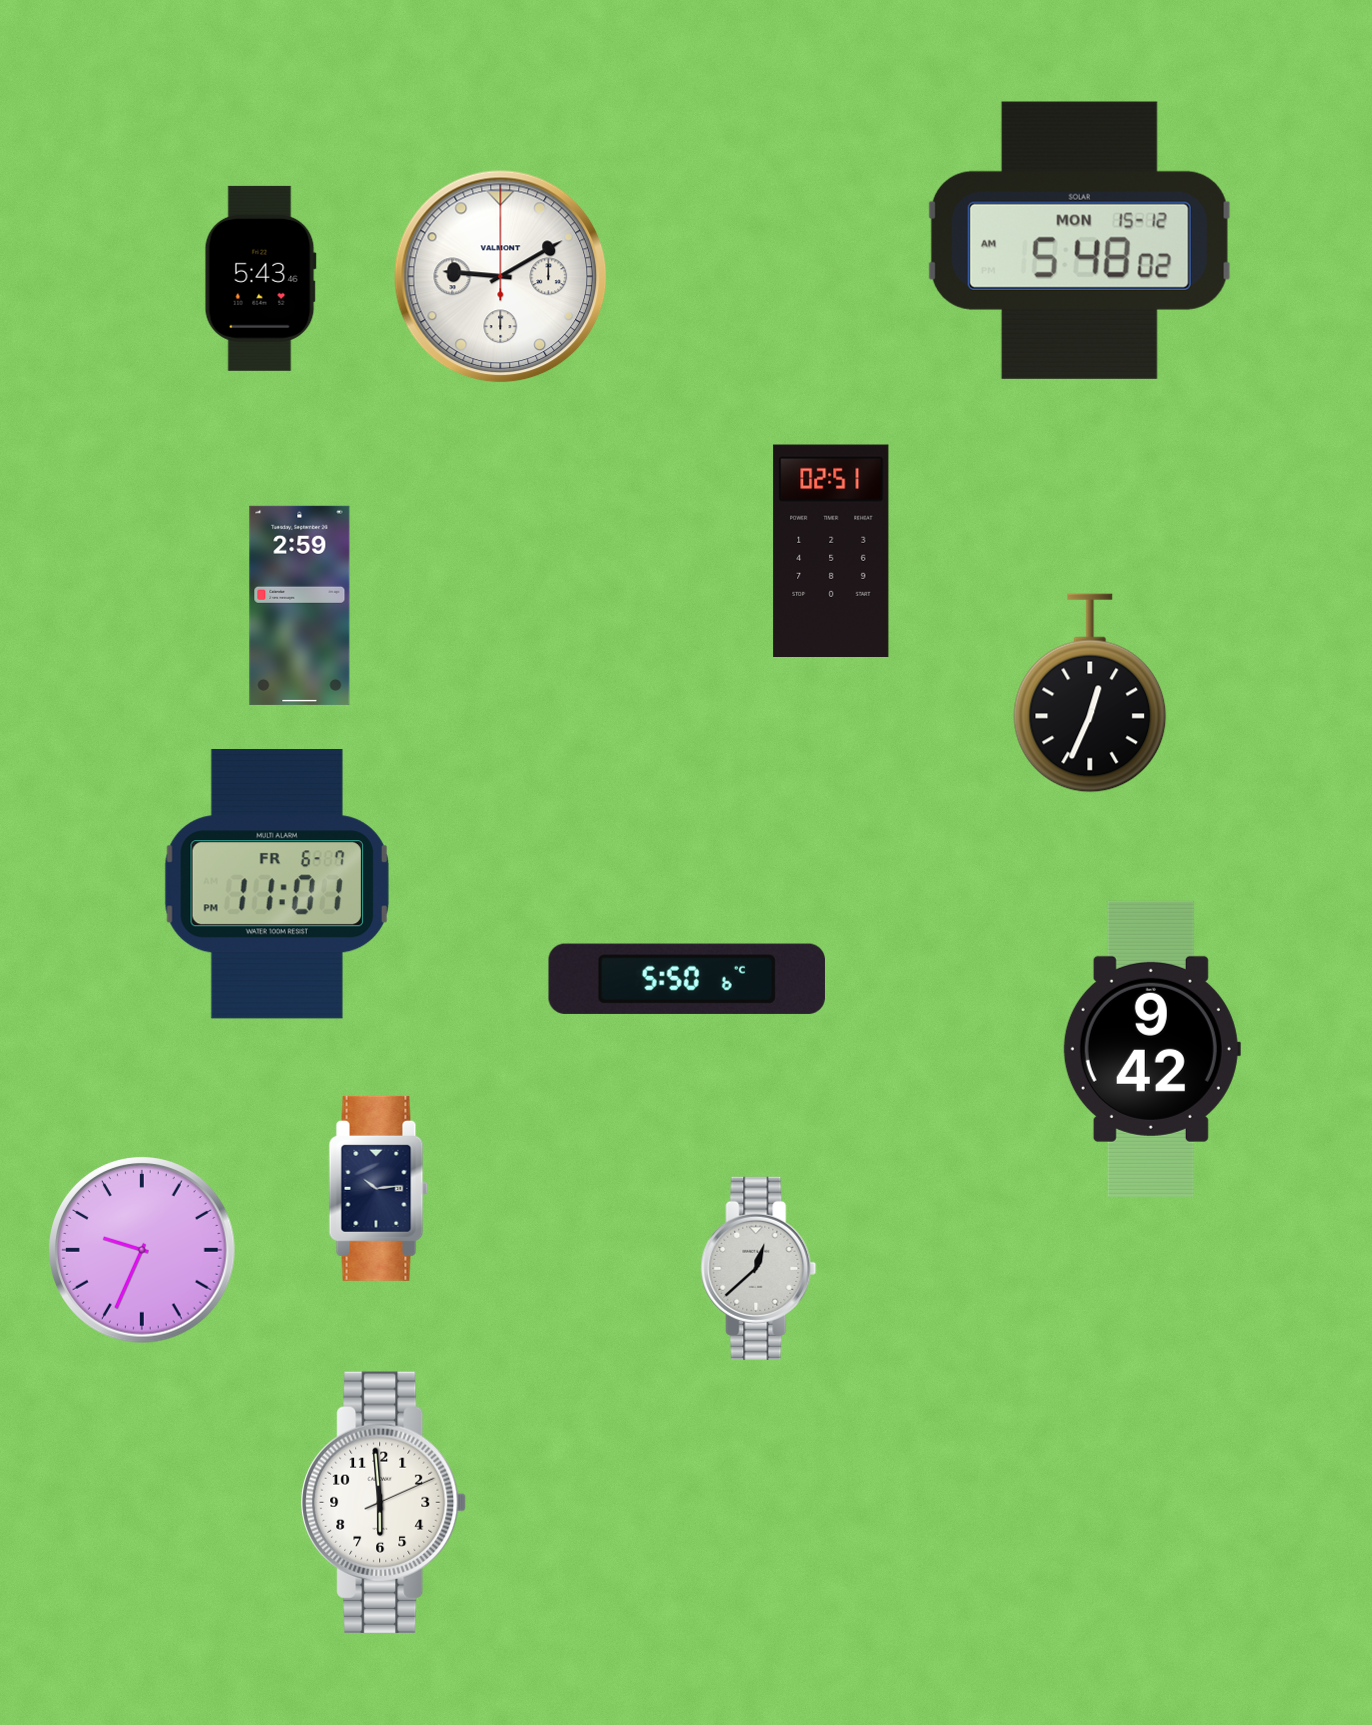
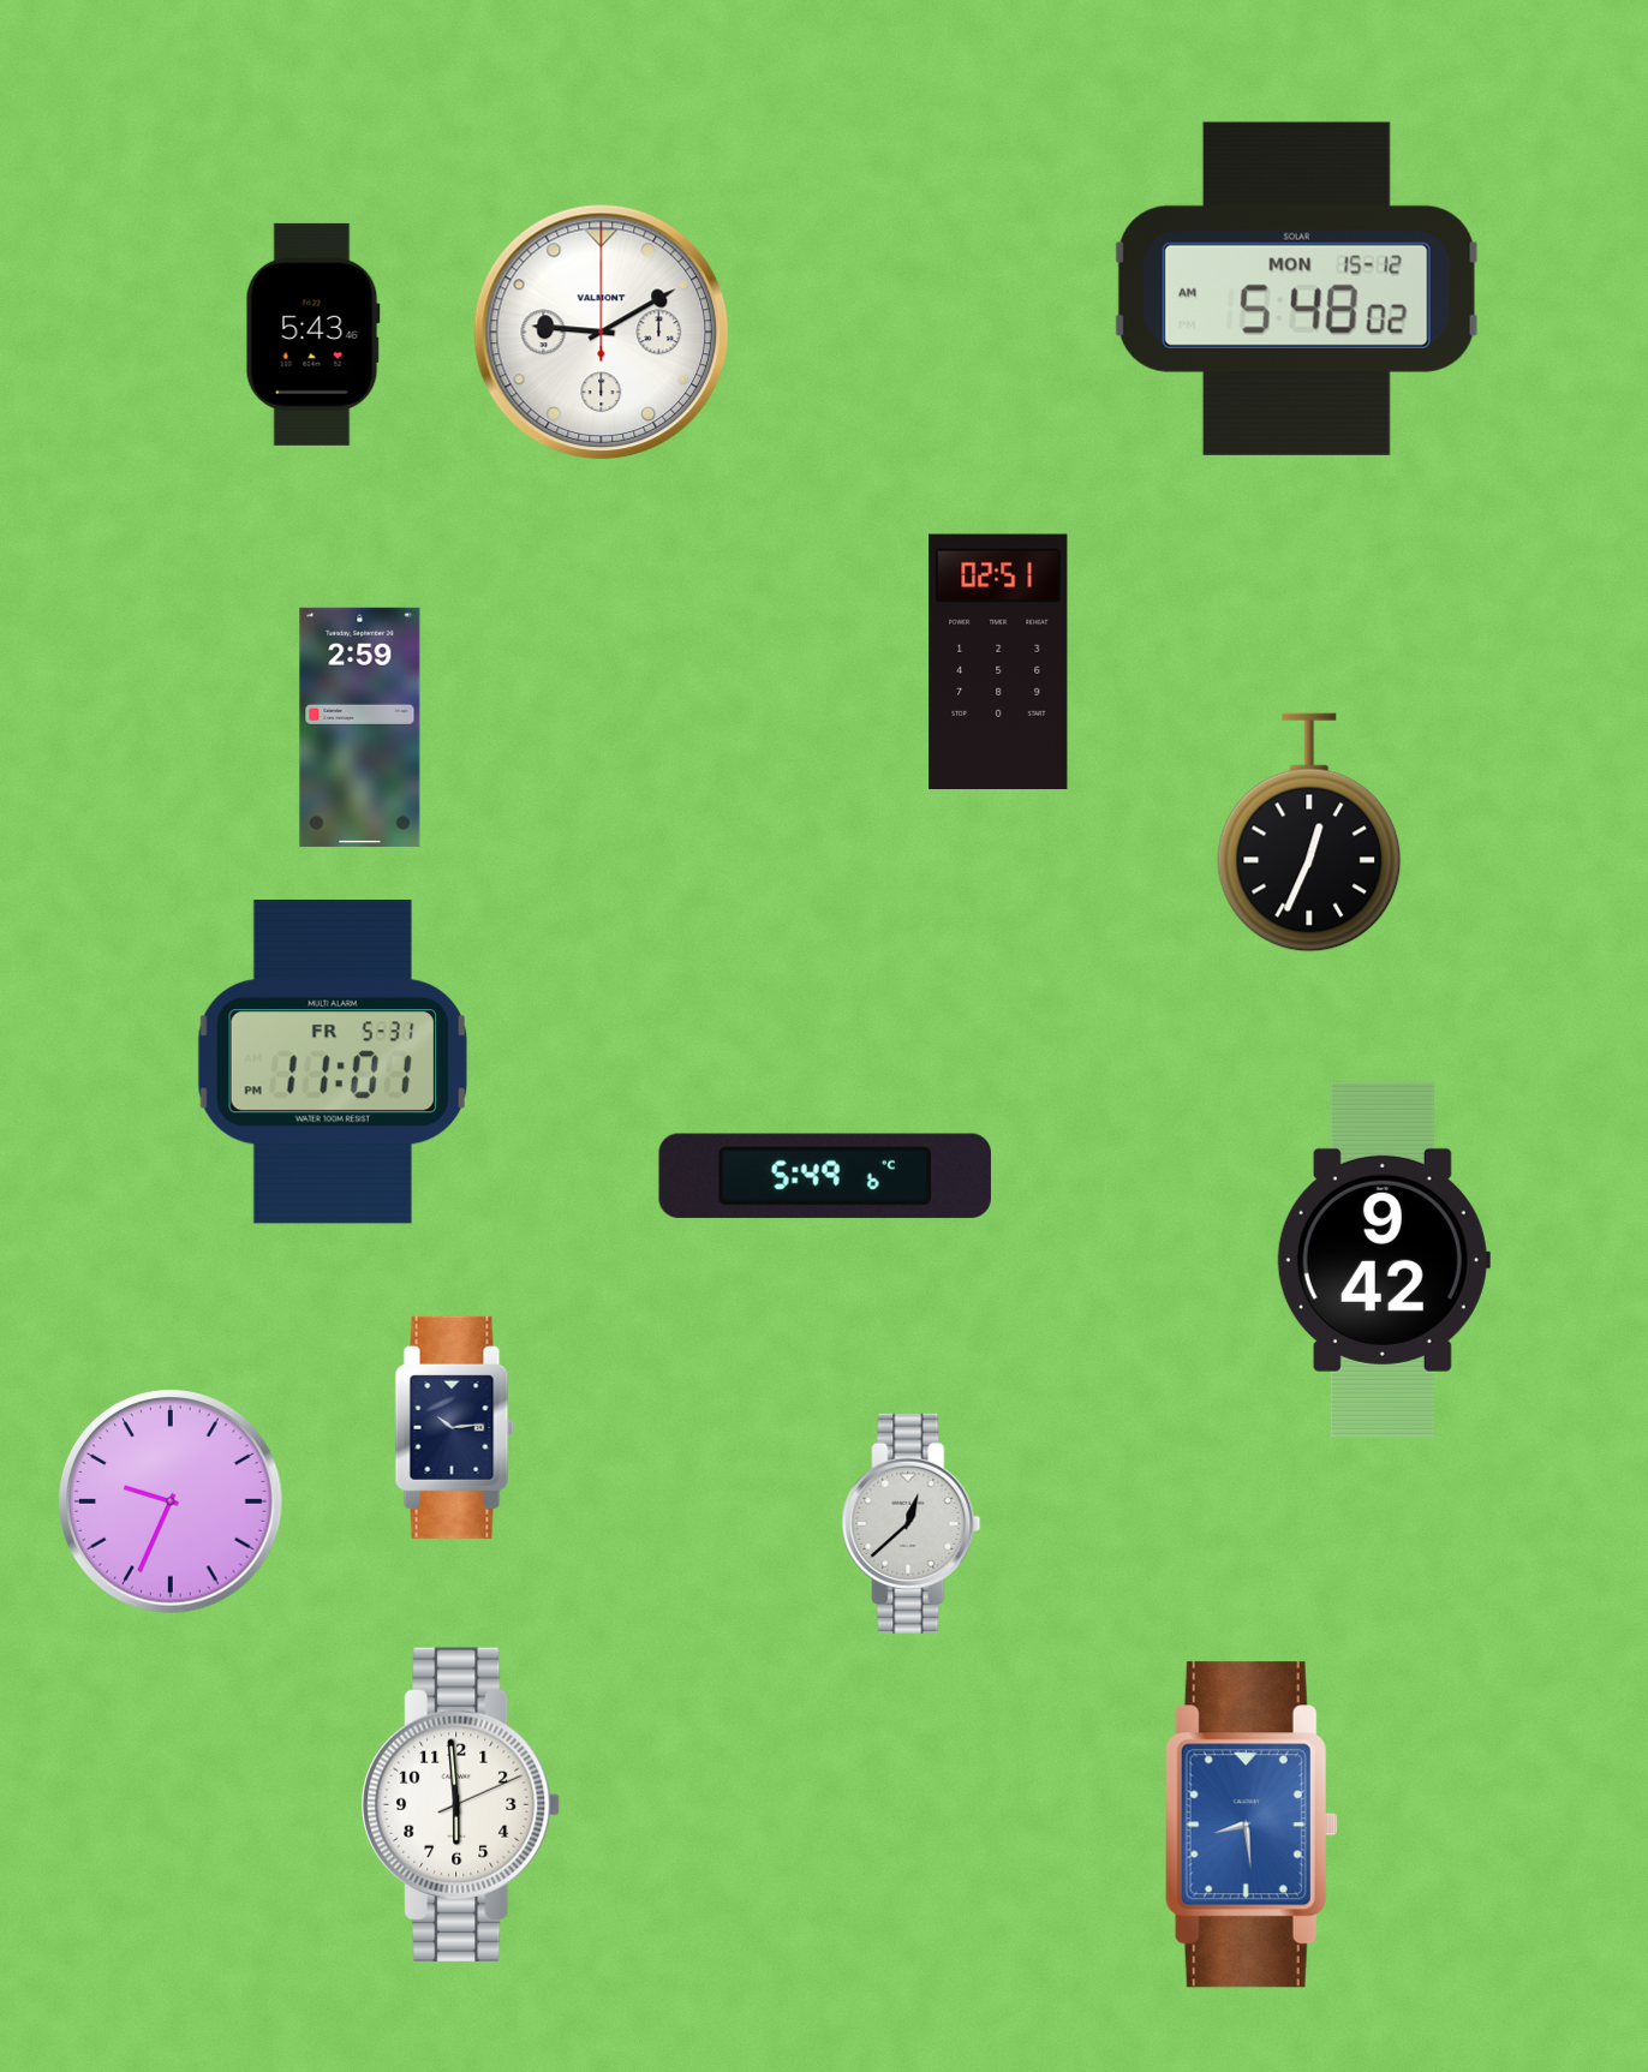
clock at (277, 884) date: FR 6-7 -> FR 5-31
clock at (687, 979): 5:50 -> 5:49
clock at (1252, 1825): none -> 8:29
